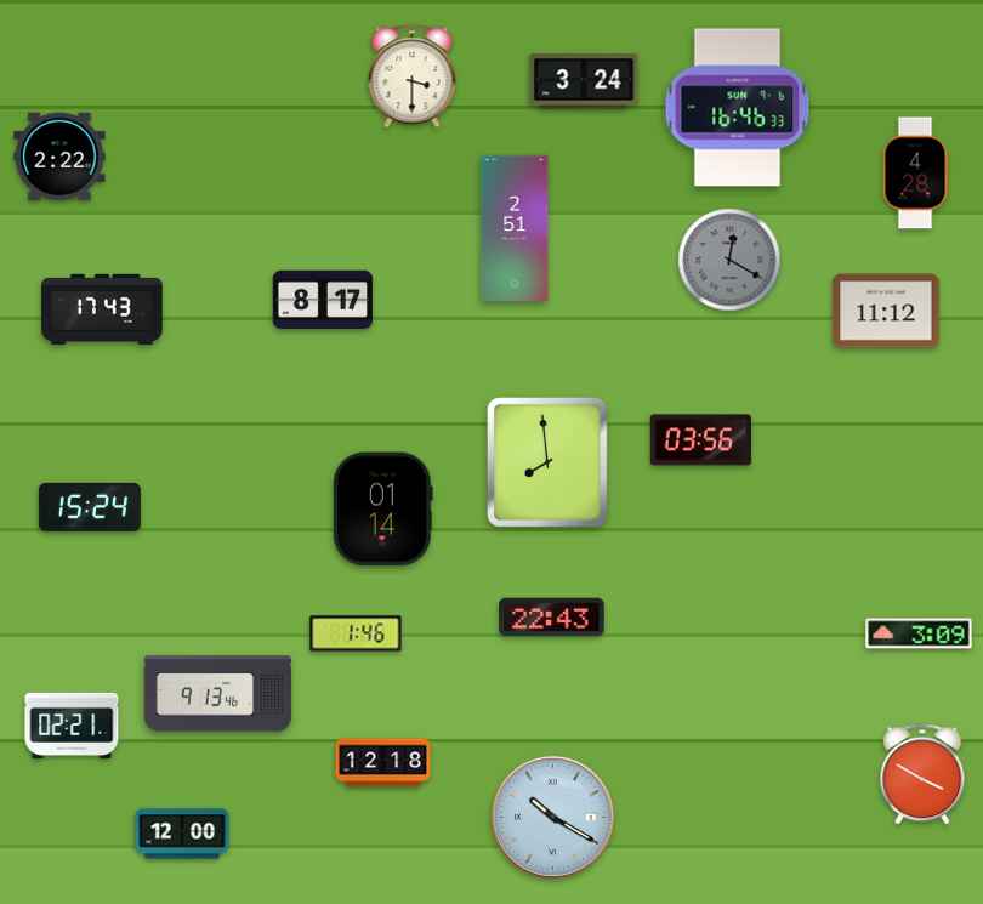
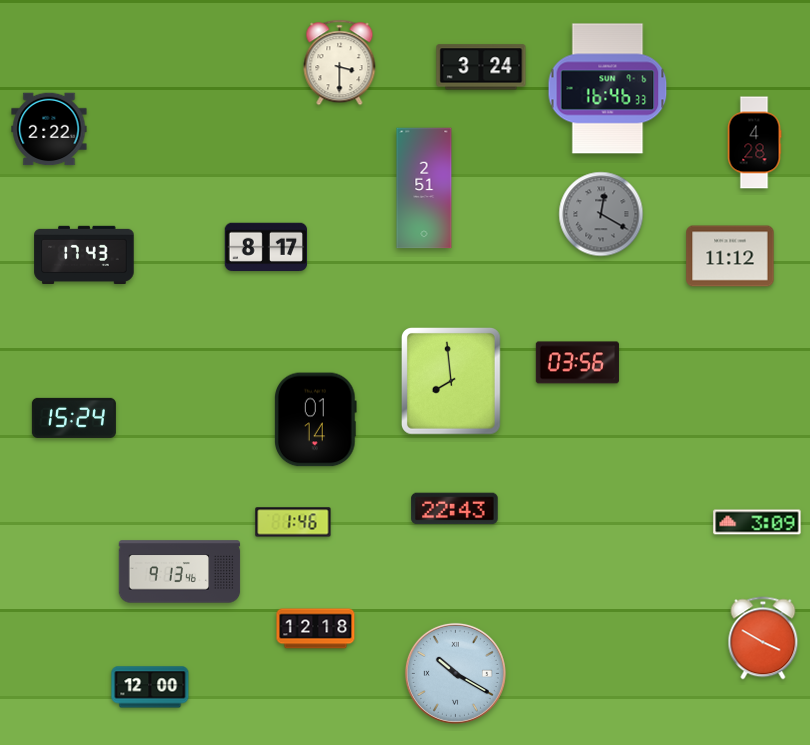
clock at (72, 724): 02:21 -> none
clock at (922, 774) position: (922, 774) -> (763, 638)
